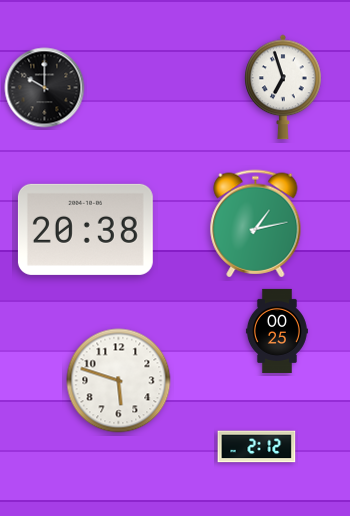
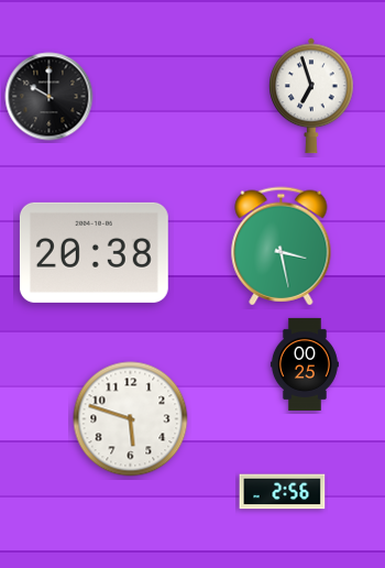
clock at (256, 224): 1:13 -> 3:28
clock at (257, 447): 2:12 -> 2:56
